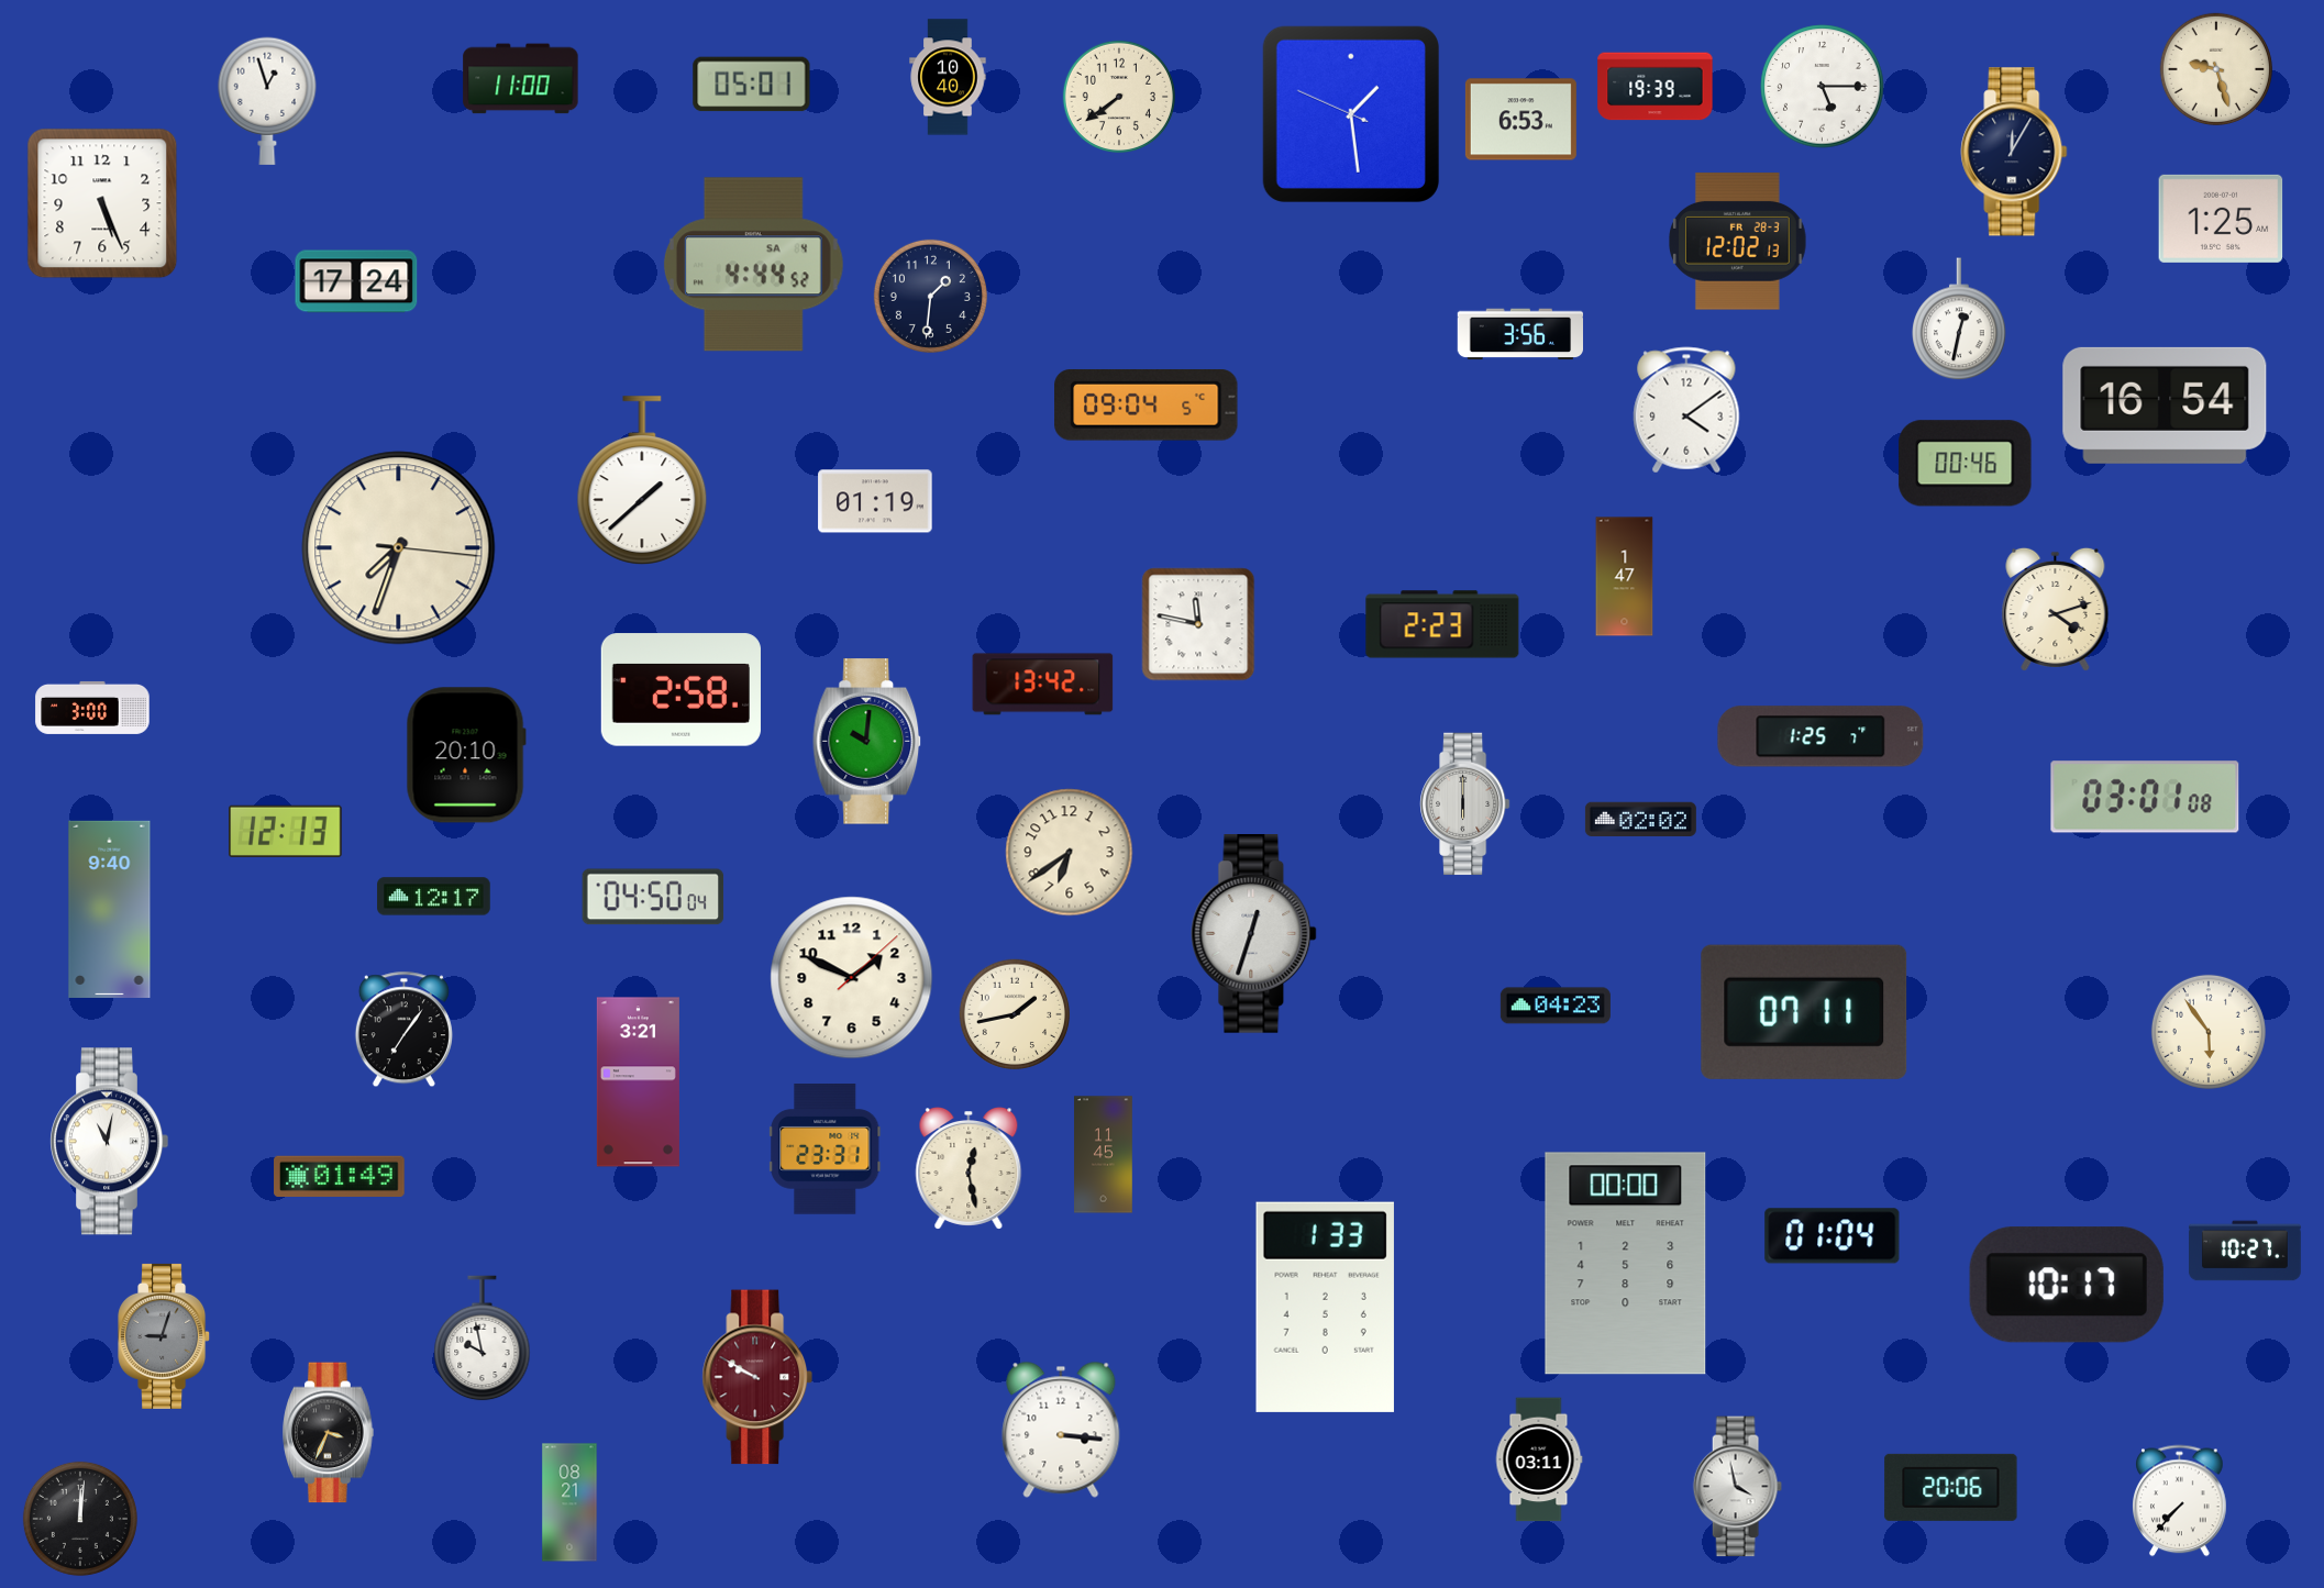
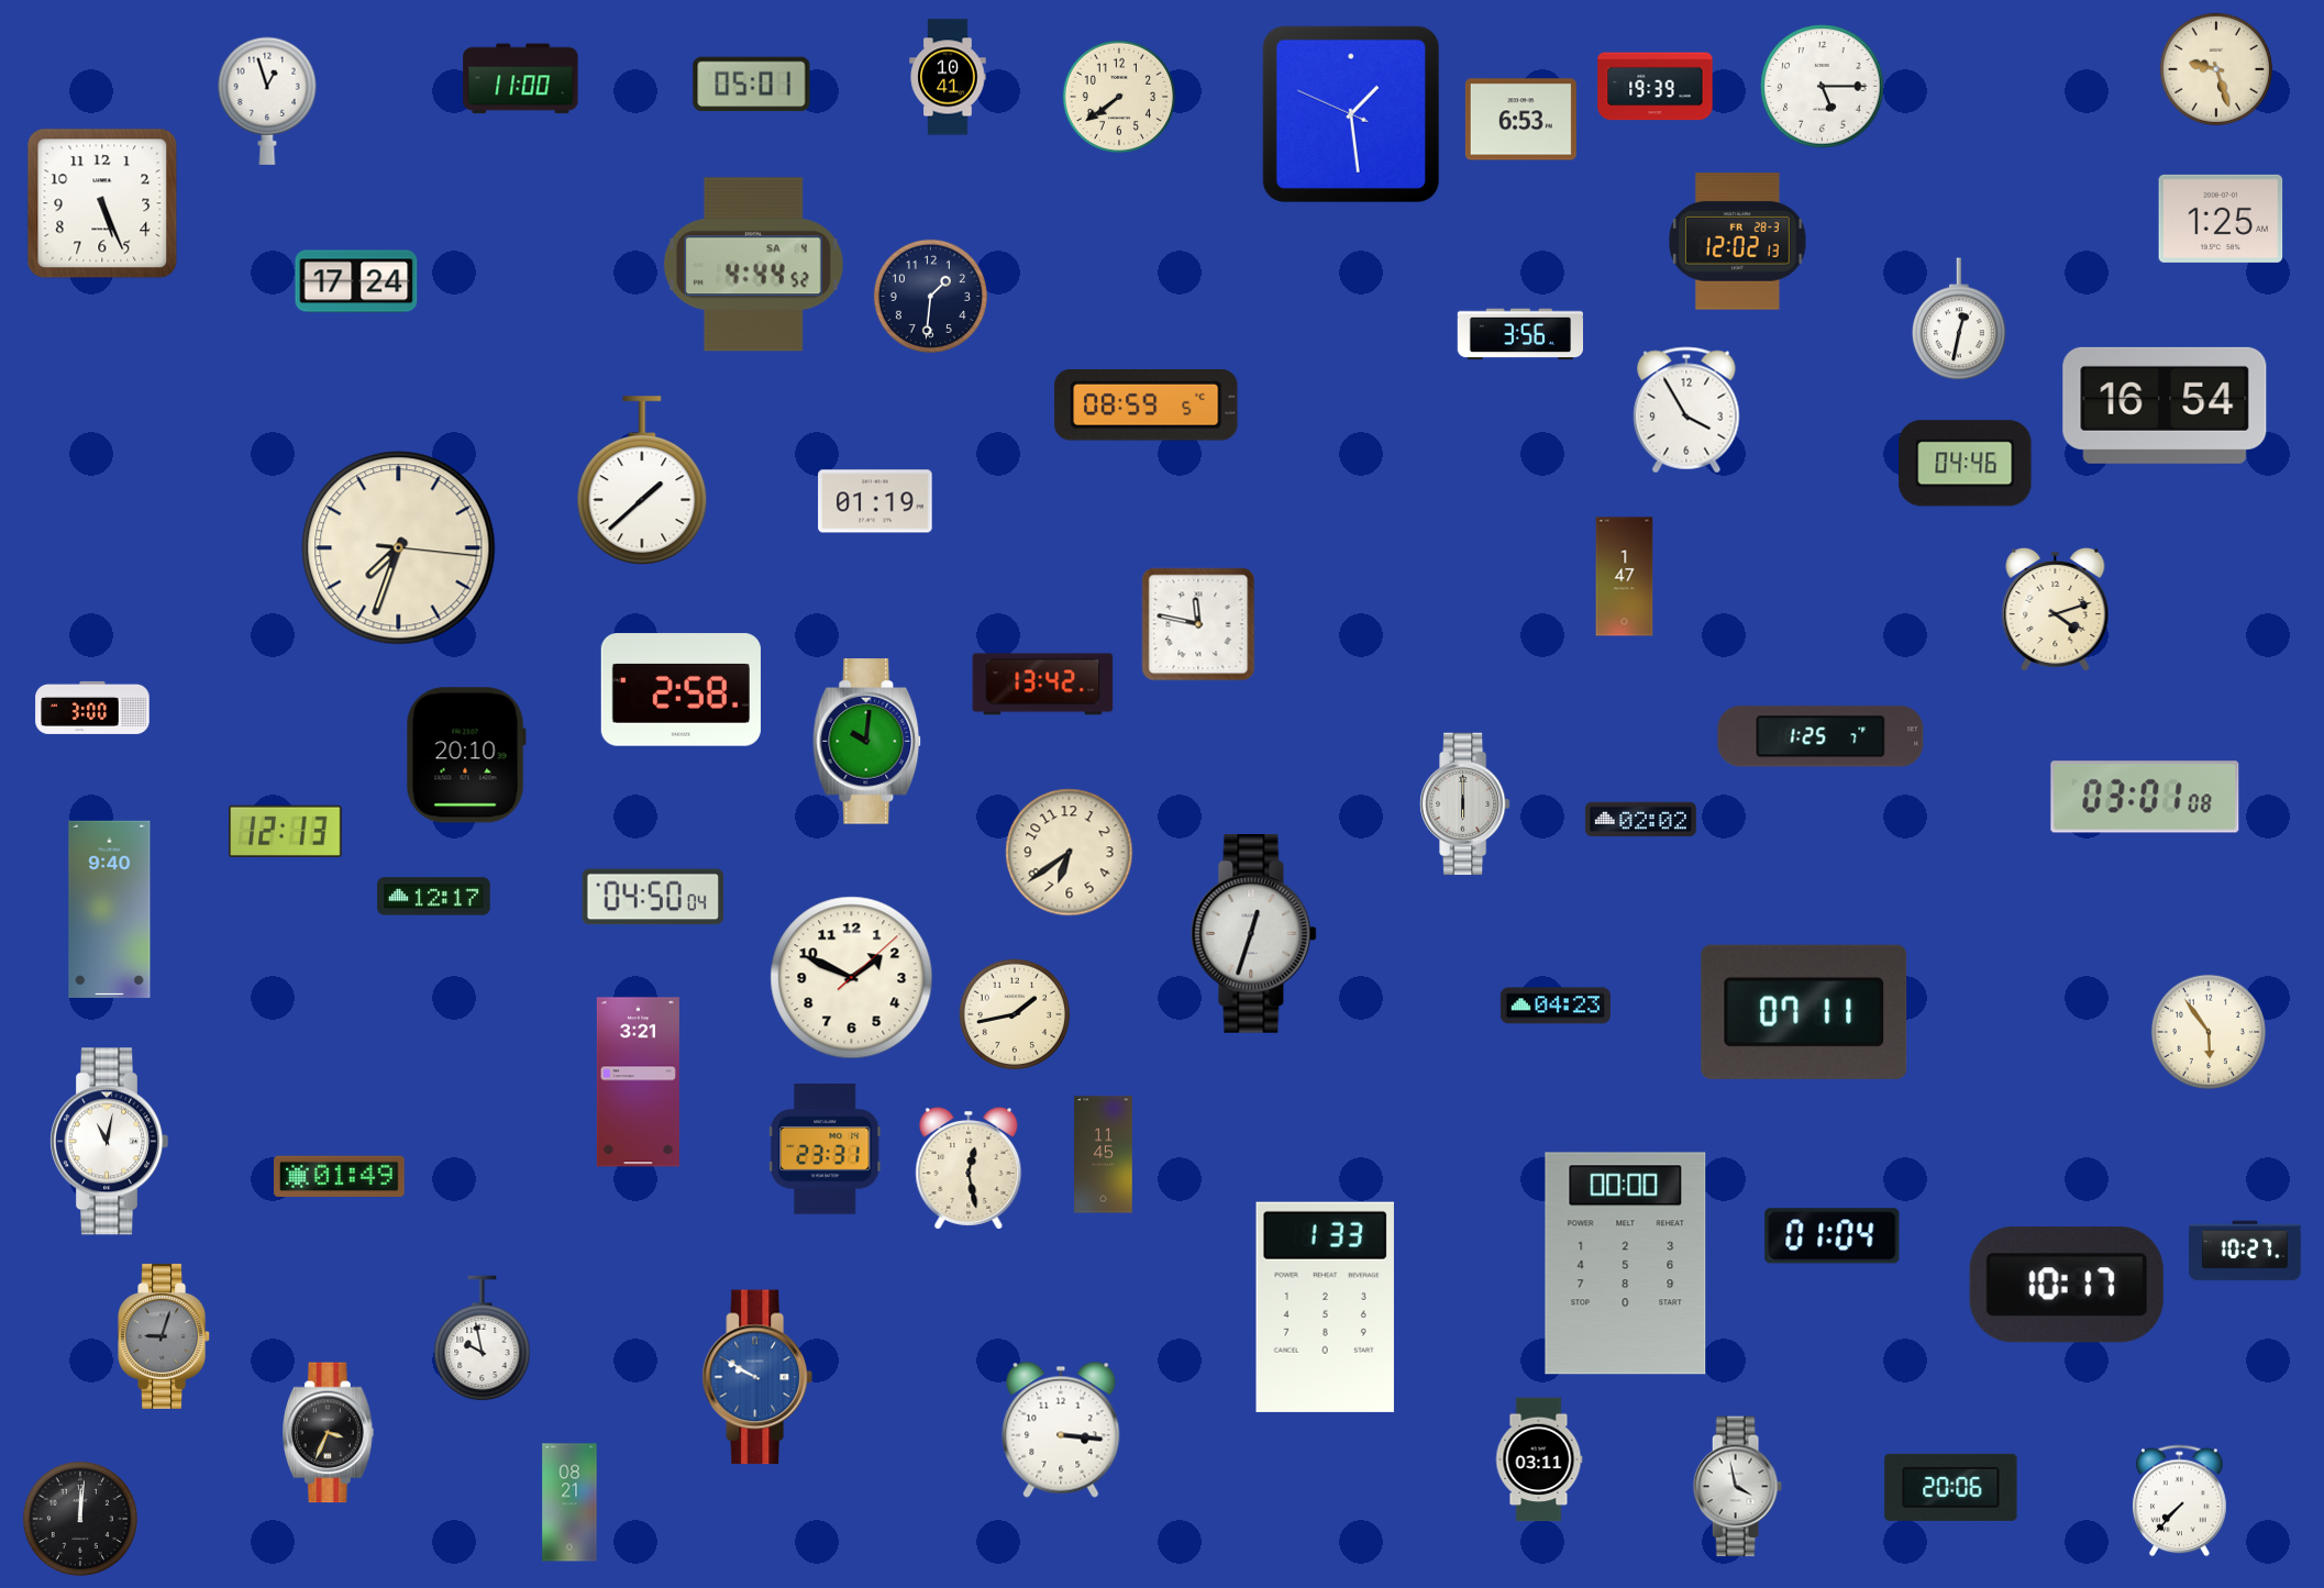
clock at (948, 77): 10:40 -> 10:41
clock at (2014, 152): 12:05 -> none
clock at (1147, 404): 09:04 -> 08:59
clock at (1686, 410): 4:09 -> 3:55
clock at (1966, 464): 00:46 -> 04:46
clock at (1442, 624): 2:23 -> none
clock at (403, 1030): 7:06 -> none
clock at (756, 1377) dial: burgundy -> blue
